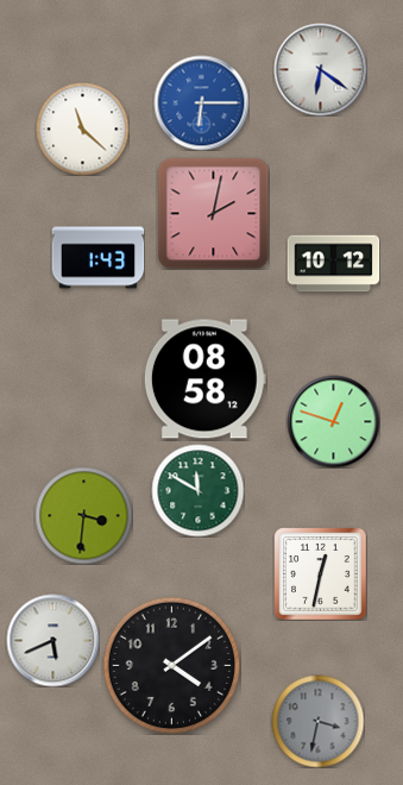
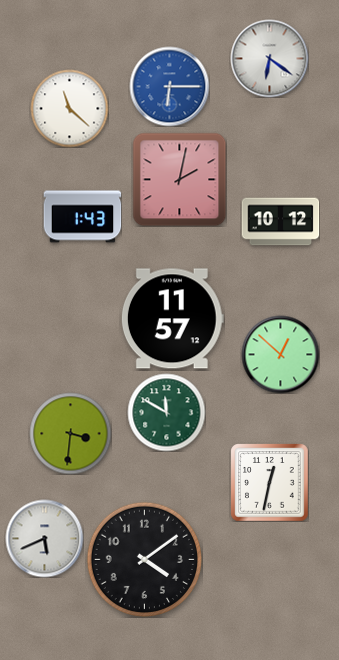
clock at (204, 379): 08:58 -> 11:57
clock at (333, 421): 12:48 -> 12:52
clock at (317, 721): 3:32 -> none
